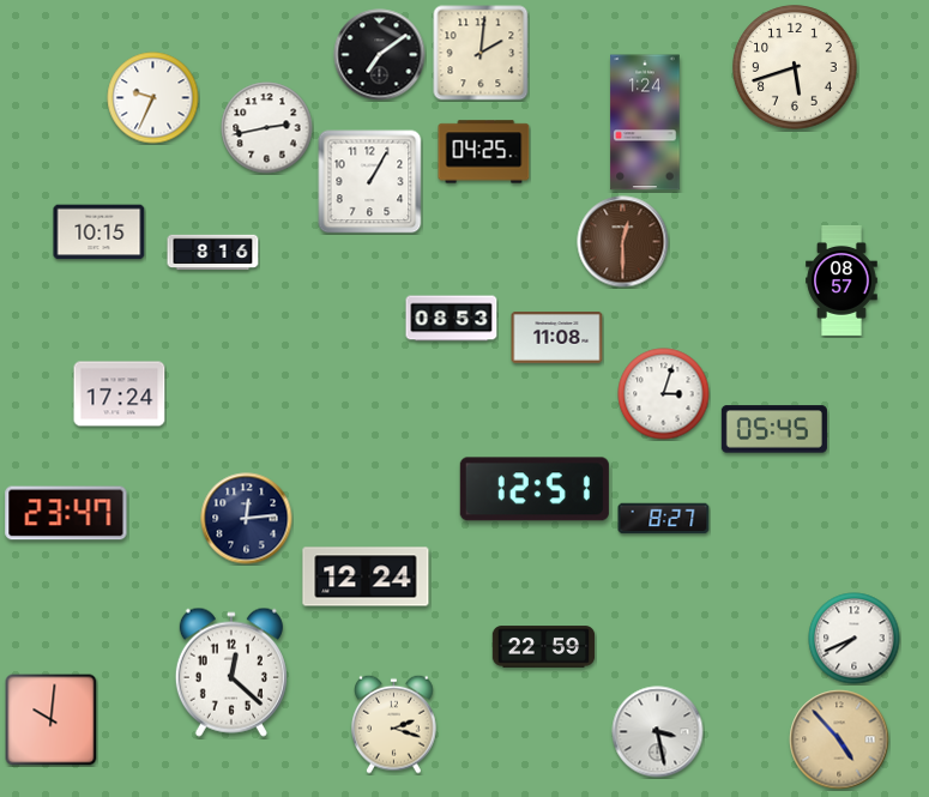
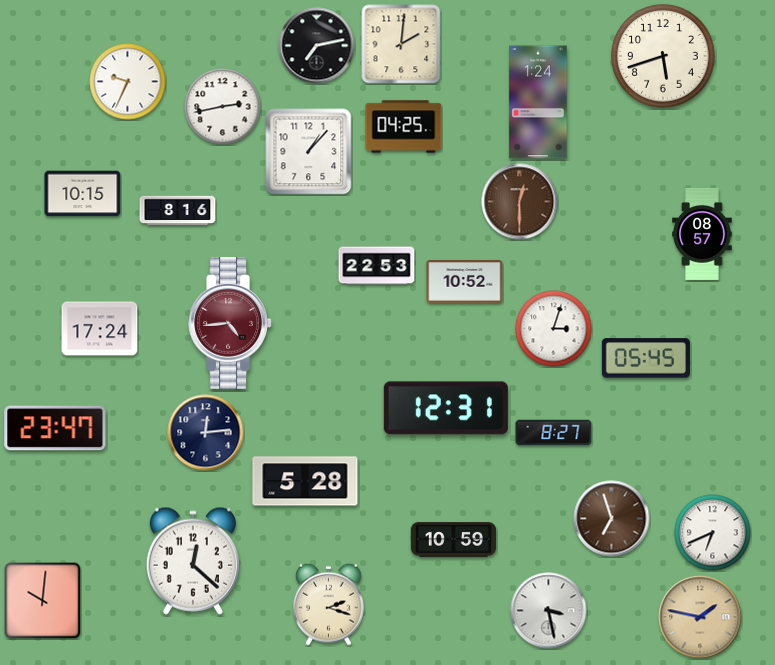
clock at (380, 55): 7:09 -> 7:13
clock at (370, 182): 1:05 -> 1:07
clock at (452, 319): 08:53 -> 22:53
clock at (557, 338): 11:08 -> 10:52
clock at (230, 323): none -> 4:44
clock at (535, 489): 12:51 -> 12:31
clock at (366, 576): 12:24 -> 5:28
clock at (612, 519): none -> 6:57
clock at (855, 639): 7:41 -> 6:41
clock at (544, 647): 22:59 -> 10:59
clock at (839, 739): 4:53 -> 1:47
